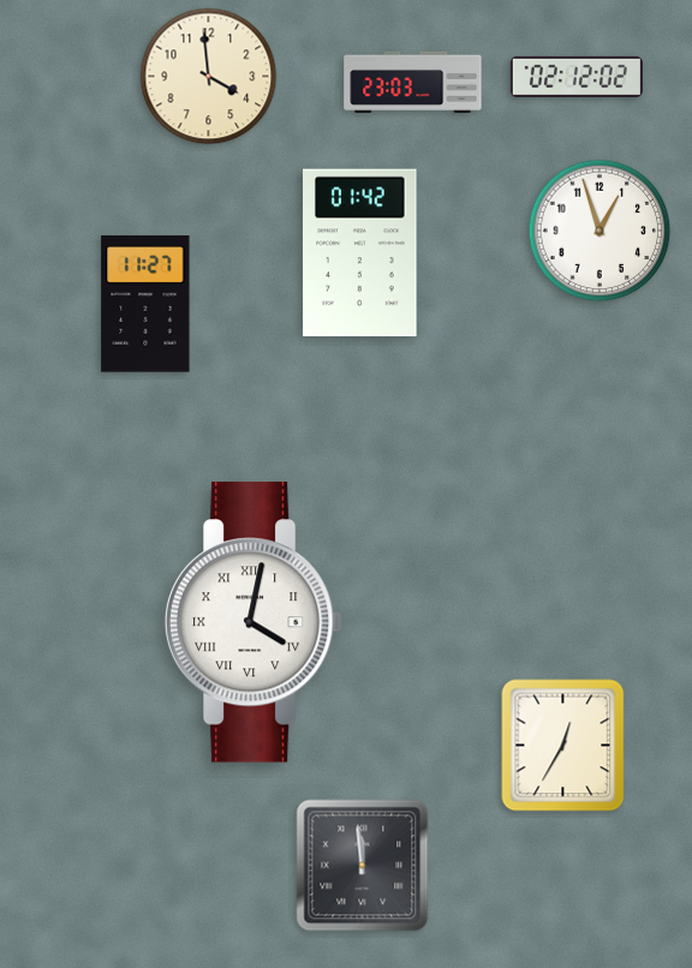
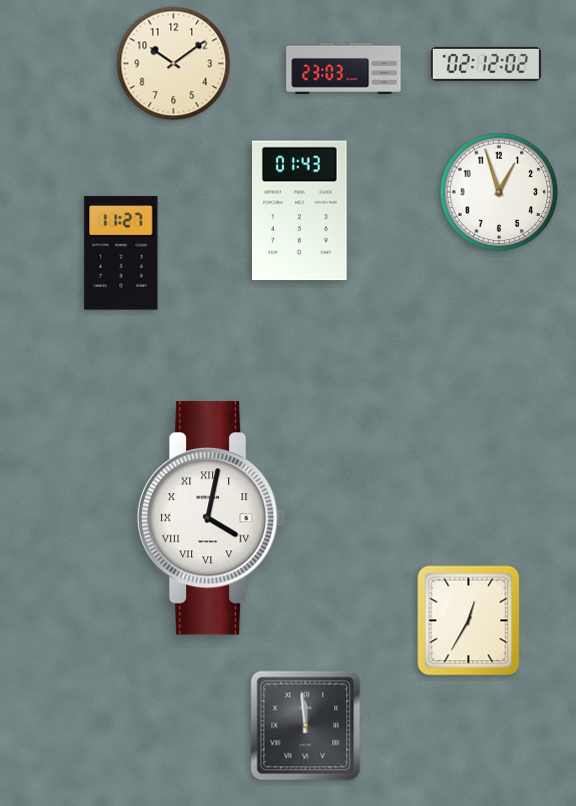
clock at (209, 77): 3:59 -> 10:09
clock at (577, 77) position: (577, 77) -> (486, 64)
clock at (360, 253): 01:42 -> 01:43
clock at (363, 866) position: (363, 866) -> (306, 726)
